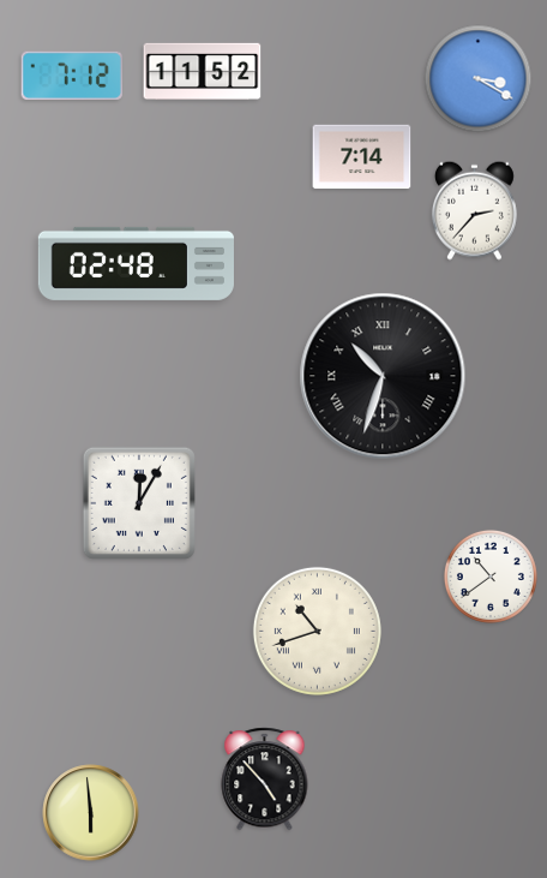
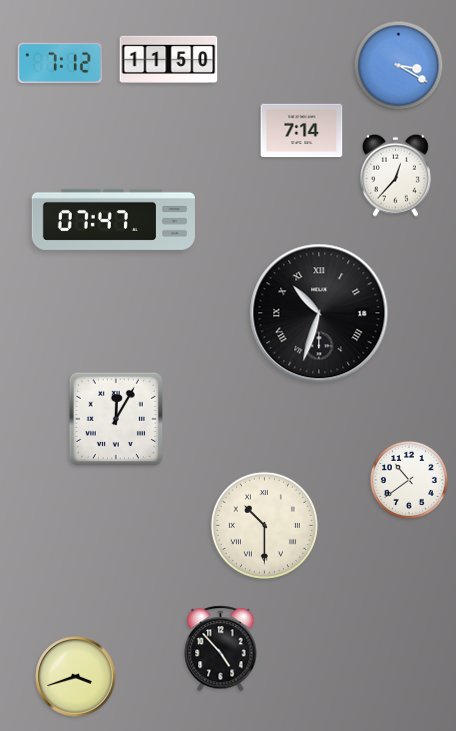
clock at (203, 72): 11:52 -> 11:50
clock at (474, 210): 2:37 -> 12:37
clock at (136, 263): 02:48 -> 07:47
clock at (317, 631): 10:42 -> 10:30
clock at (91, 813): 5:59 -> 3:42
